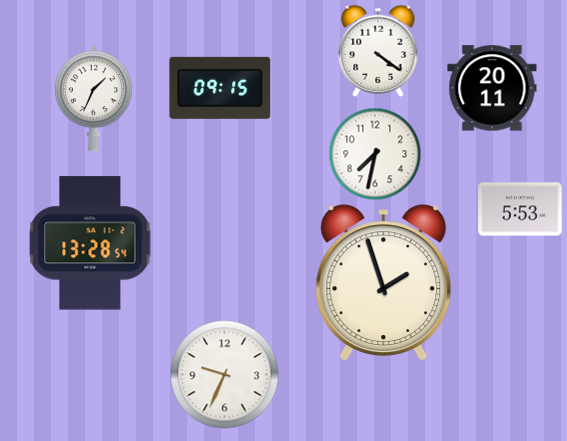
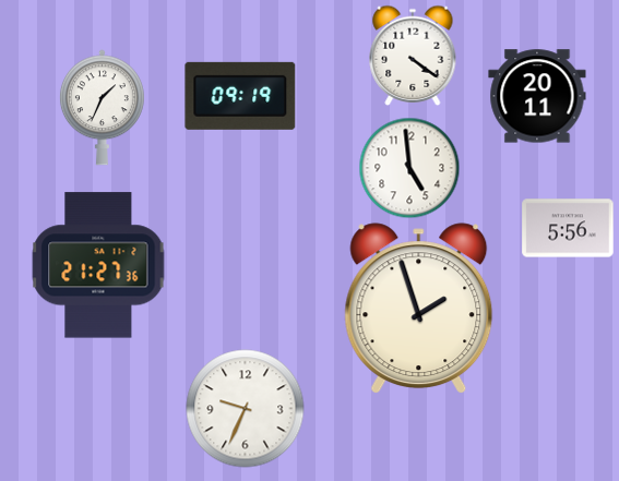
clock at (220, 88): 09:15 -> 09:19
clock at (375, 154): 7:32 -> 4:59
clock at (520, 209): 5:53 -> 5:56
clock at (90, 243): 13:28 -> 21:27
